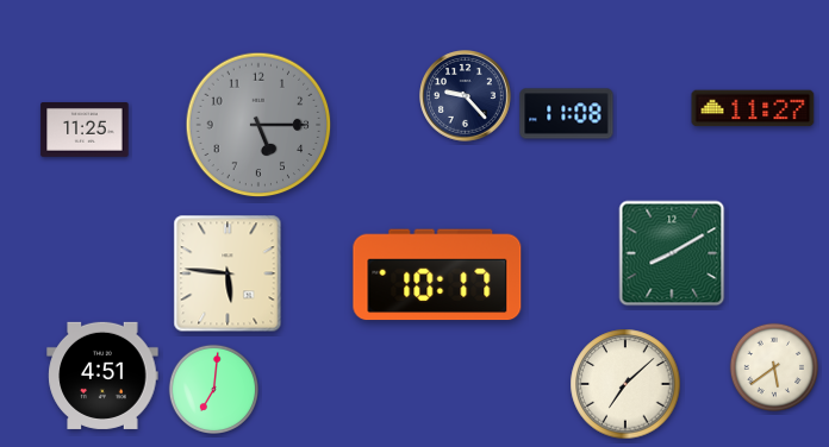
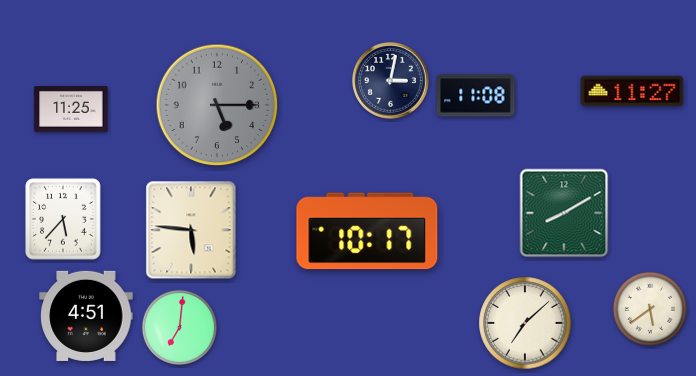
clock at (466, 96): 9:23 -> 3:02
clock at (63, 219): none -> 5:37
